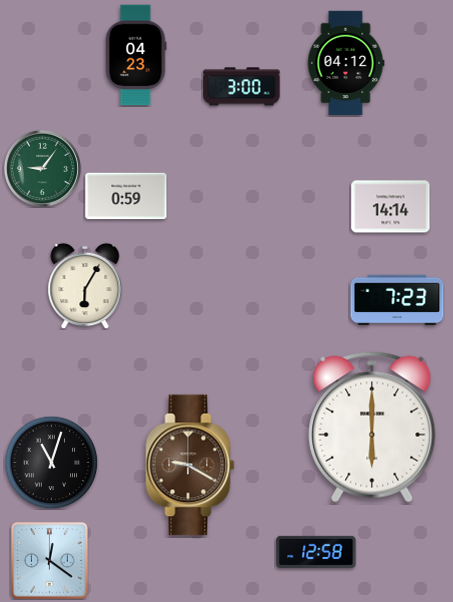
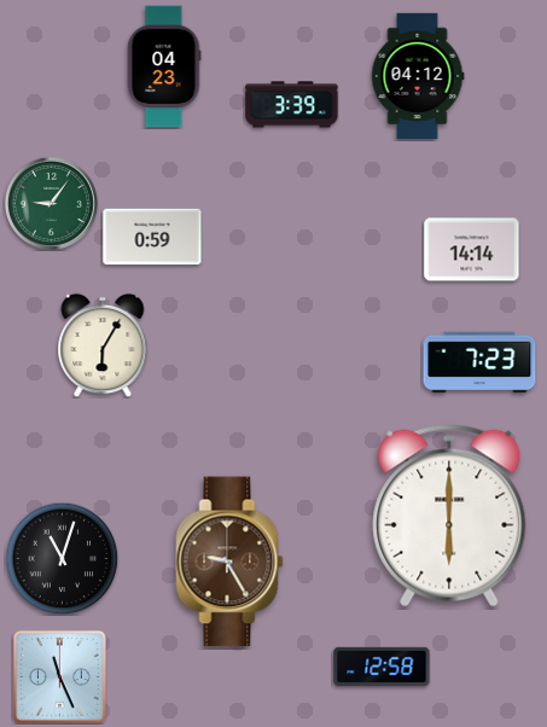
clock at (242, 87): 3:00 -> 3:39
clock at (190, 465): 9:20 -> 9:25
clock at (50, 561): 12:21 -> 11:26
